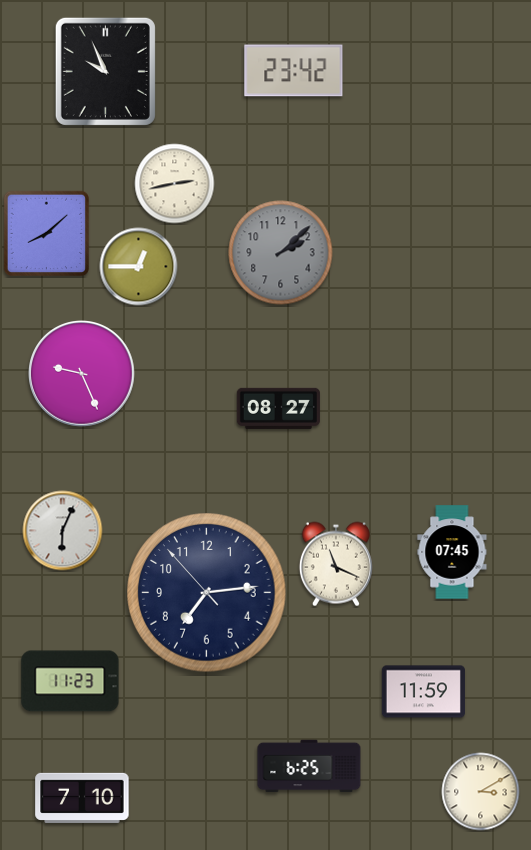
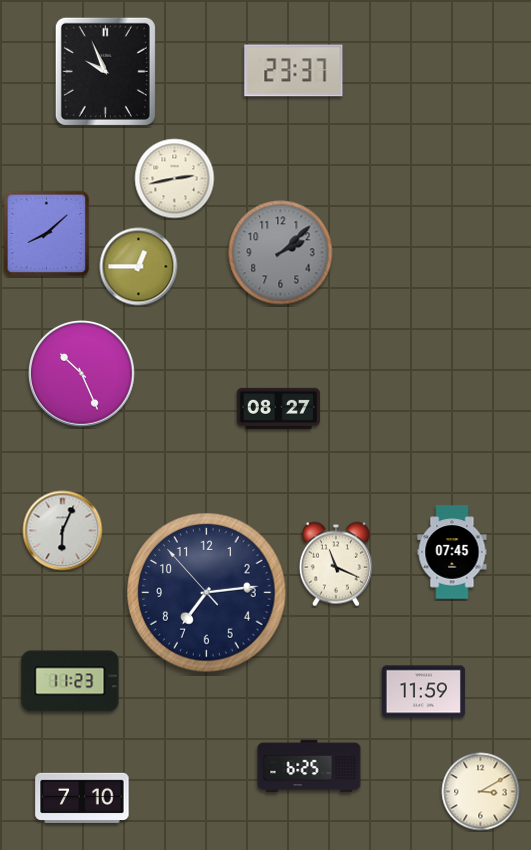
clock at (294, 71): 23:42 -> 23:37
clock at (175, 184) position: (175, 184) -> (175, 179)
clock at (82, 374): 9:26 -> 10:26
